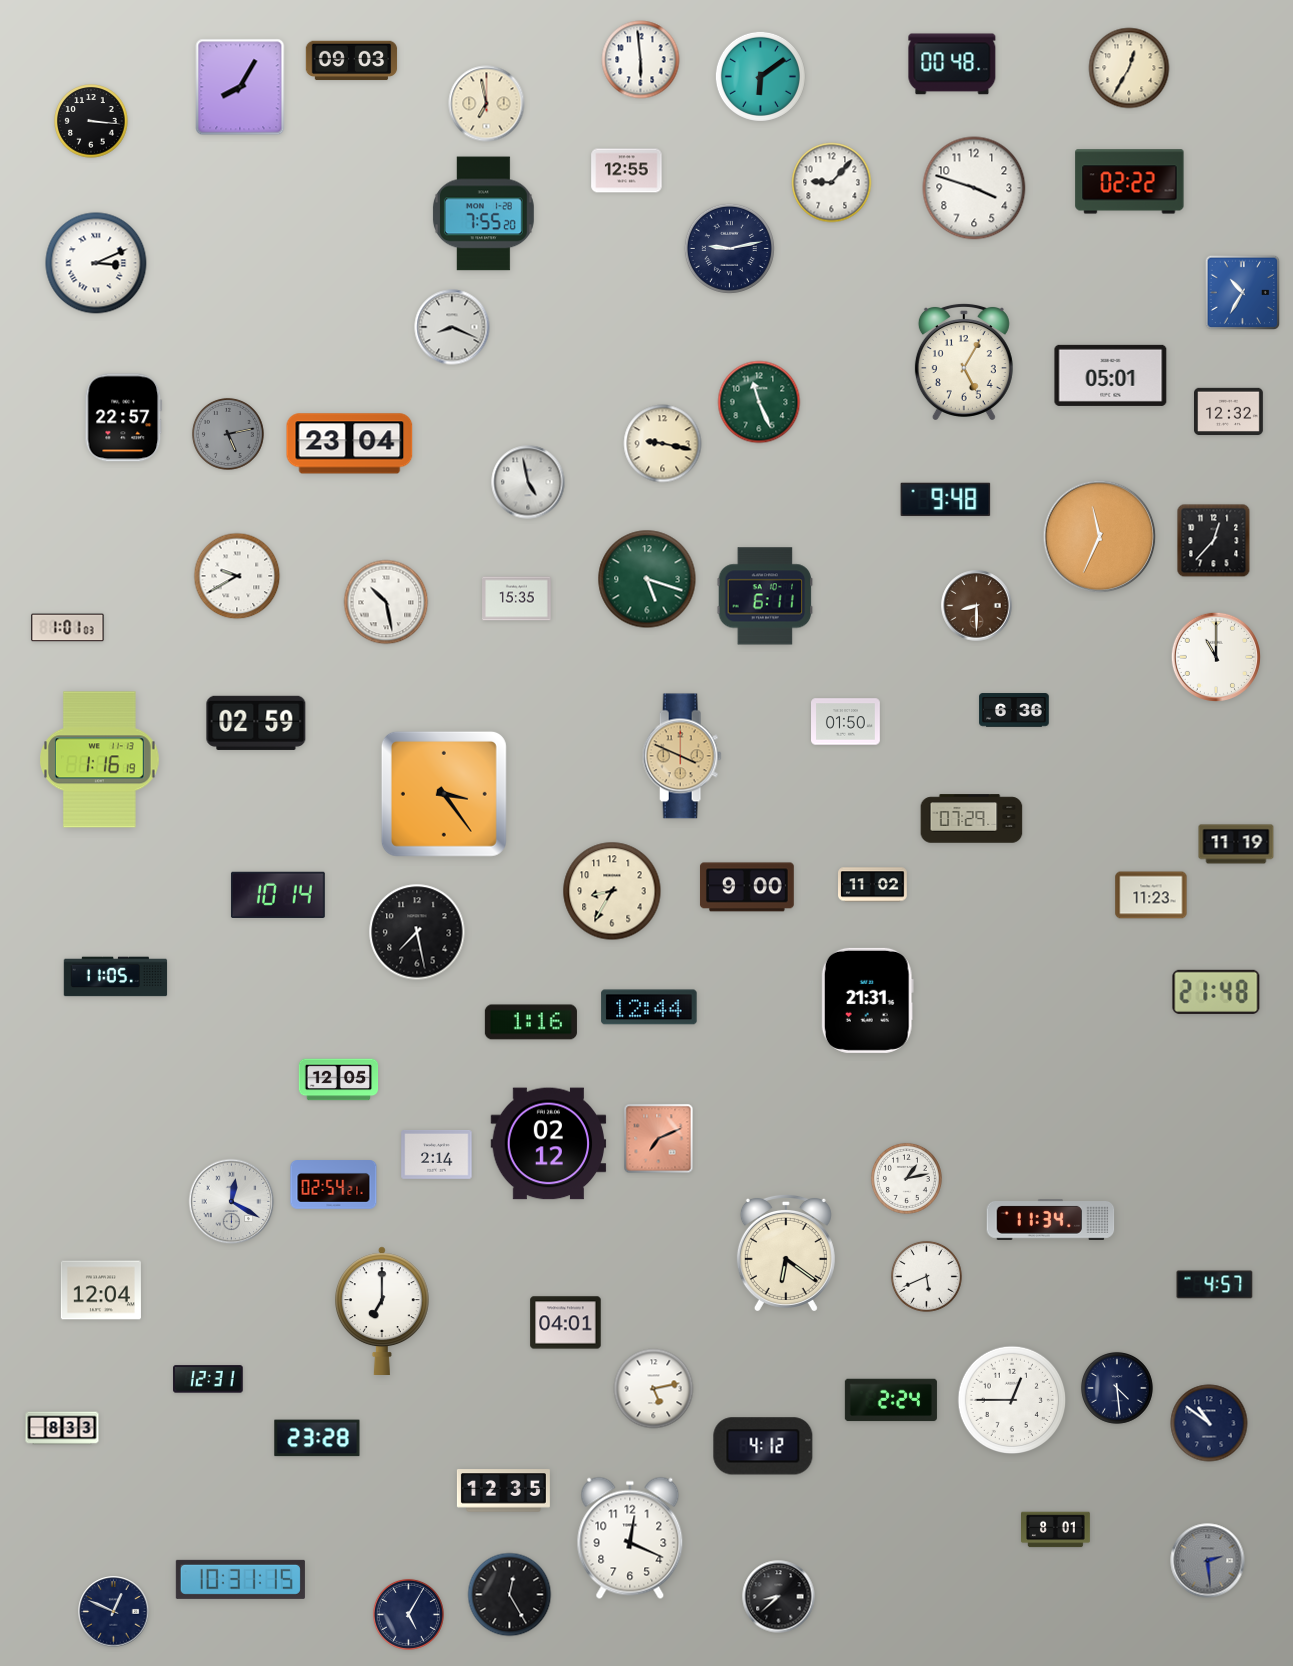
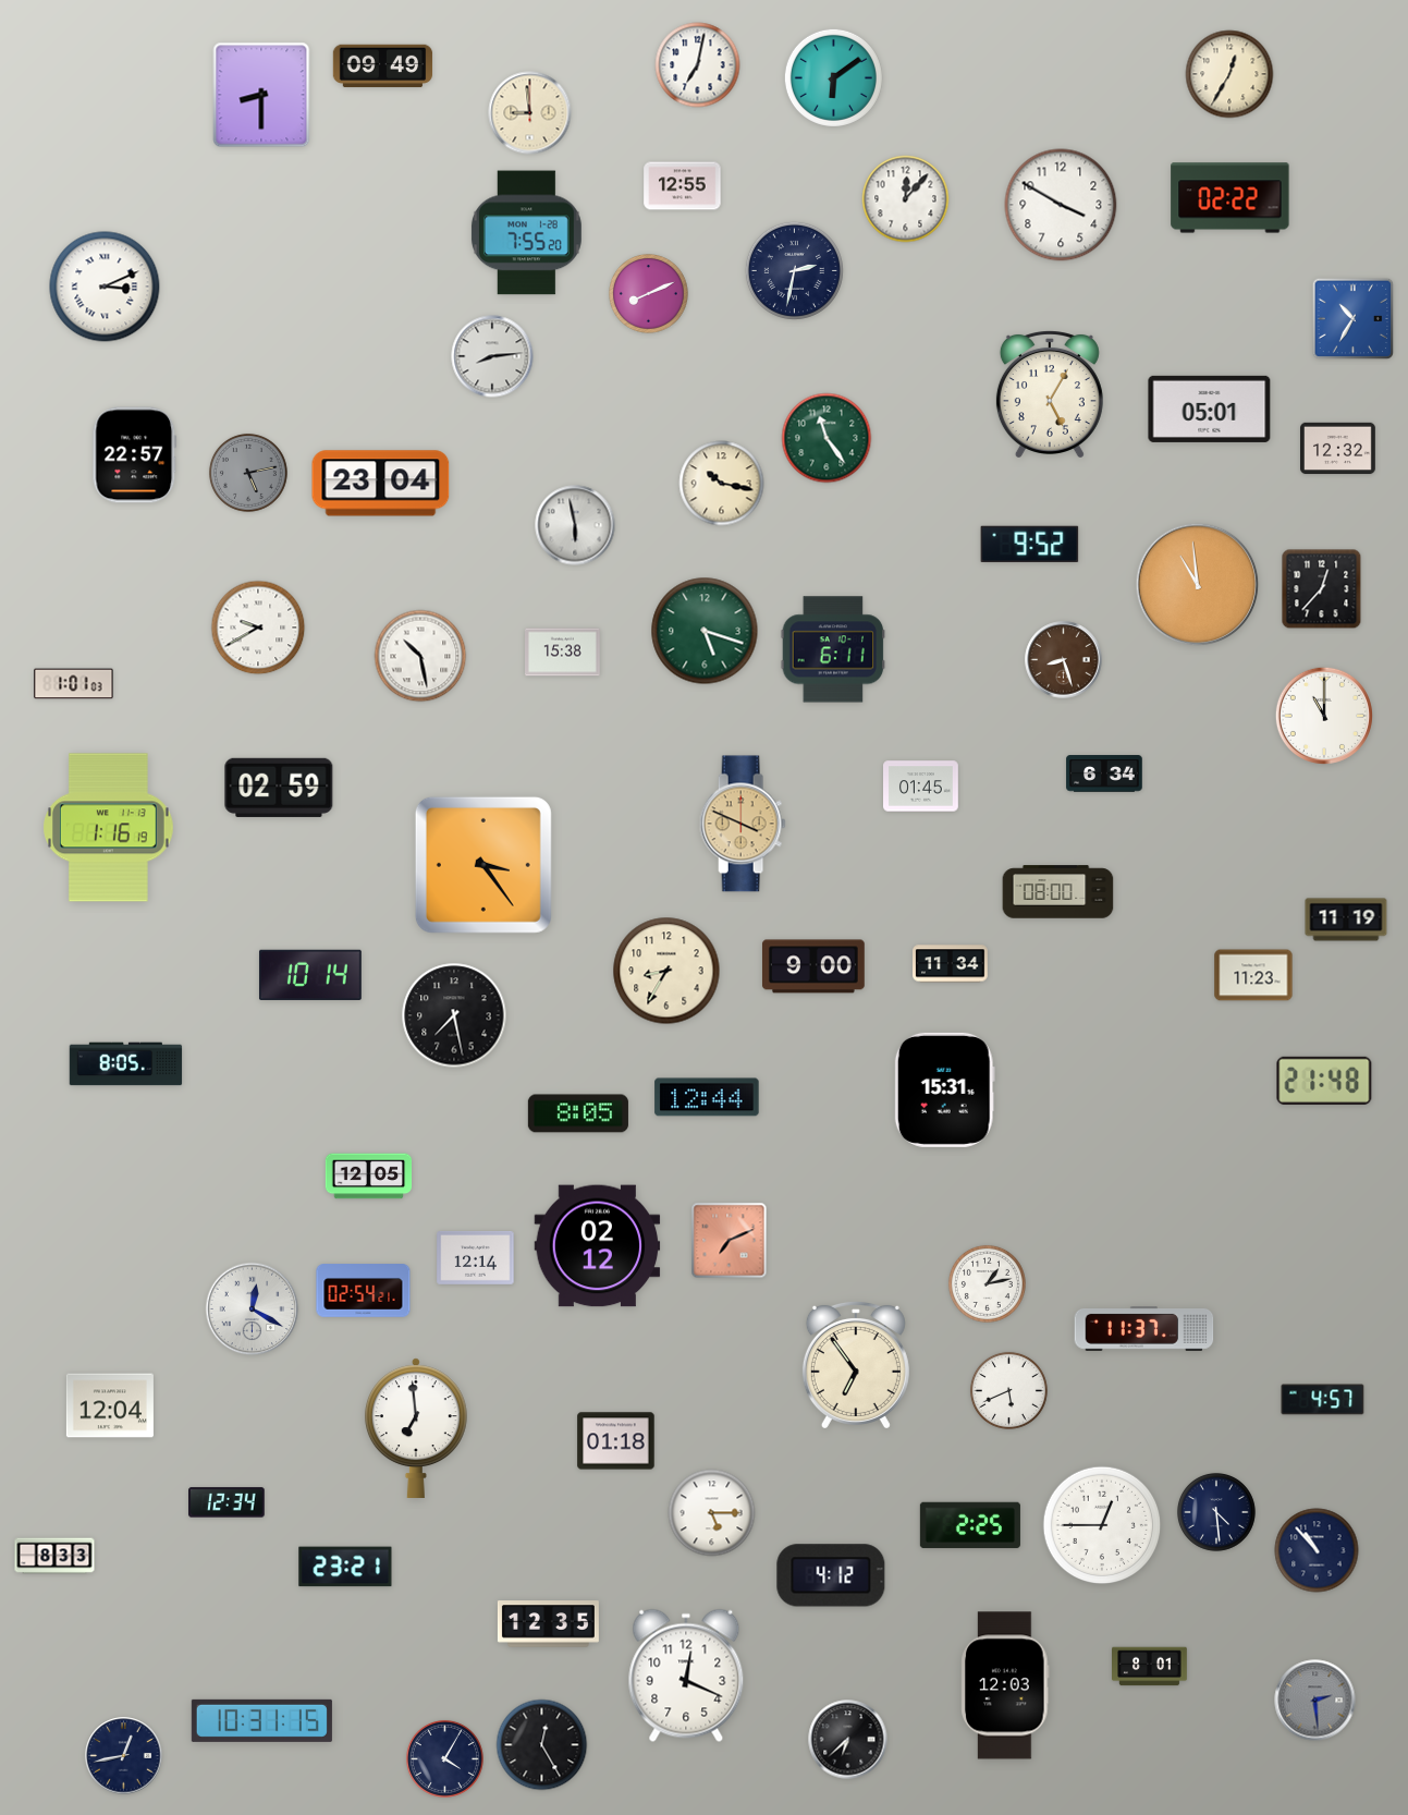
clock at (641, 60): 5:59 -> 7:02
clock at (352, 61): 09:03 -> 09:49
clock at (952, 64): 00:48 -> none
clock at (760, 76) position: (760, 76) -> (833, 77)
clock at (240, 87): 8:05 -> 8:30
clock at (487, 104): 6:58 -> 8:59
clock at (91, 121): 3:16 -> none
clock at (832, 183): 9:07 -> 12:07
clock at (974, 188): 3:48 -> 3:50
clock at (729, 248): 9:13 -> 2:32
clock at (649, 294): none -> 8:11
clock at (452, 327): 8:19 -> 8:14
clock at (759, 402): 11:26 -> 11:24
clock at (663, 444): 9:17 -> 10:17
clock at (528, 482): 4:58 -> 5:58
clock at (946, 500): 9:48 -> 9:52
clock at (1100, 537): 11:34 -> 10:59
clock at (517, 599): 15:35 -> 15:38
clock at (977, 606): 8:30 -> 8:27
clock at (1014, 710): 6:36 -> 6:34
clock at (846, 722): 01:50 -> 01:45
clock at (972, 819): 07:29 -> 08:00
clock at (873, 885): 11:02 -> 11:34
clock at (278, 895) position: (278, 895) -> (310, 975)
clock at (116, 977): 11:05 -> 8:05
clock at (867, 1000): 21:31 -> 15:31
clock at (531, 1022): 1:16 -> 8:05
clock at (659, 1139) position: (659, 1139) -> (730, 1241)
clock at (437, 1155): 2:14 -> 12:14
clock at (1051, 1219): 11:34 -> 11:37
clock at (786, 1252): 6:21 -> 6:54
clock at (382, 1310): 7:00 -> 6:59
clock at (566, 1323): 04:01 -> 01:18
clock at (208, 1379): 12:31 -> 12:34
clock at (654, 1389): 5:13 -> 5:15
clock at (891, 1400): 2:24 -> 2:25
clock at (1209, 1423): 10:51 -> 10:53
clock at (62, 1428) position: (62, 1428) -> (54, 1556)
clock at (317, 1438): 23:28 -> 23:21
clock at (1005, 1685): none -> 12:03
clock at (510, 1595) position: (510, 1595) -> (542, 1745)
clock at (779, 1597): 8:38 -> 6:38
clock at (114, 1612): 12:49 -> 12:43
clock at (408, 1614): 5:05 -> 4:05
